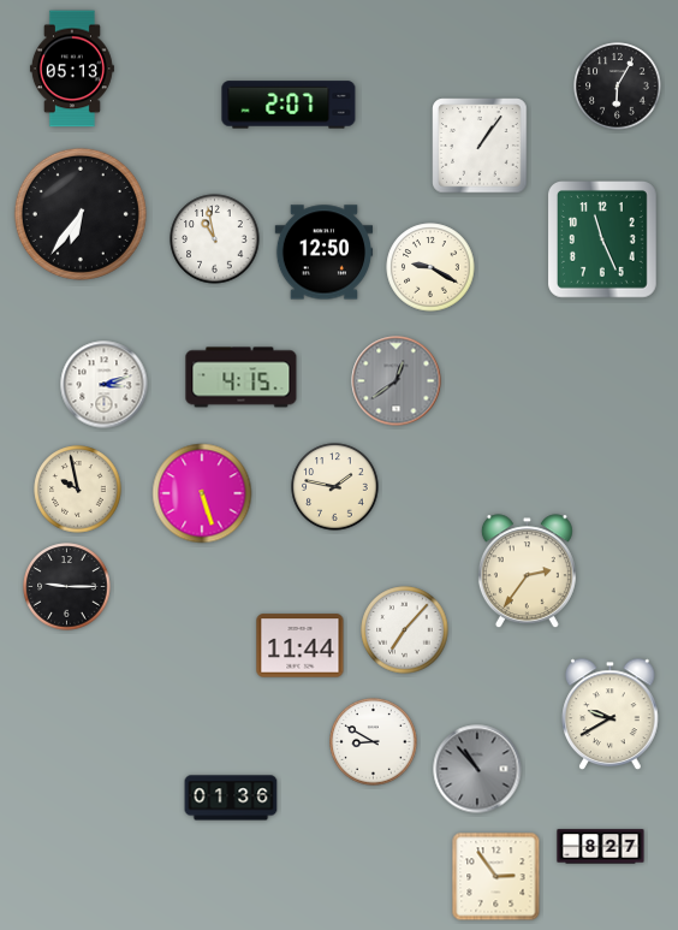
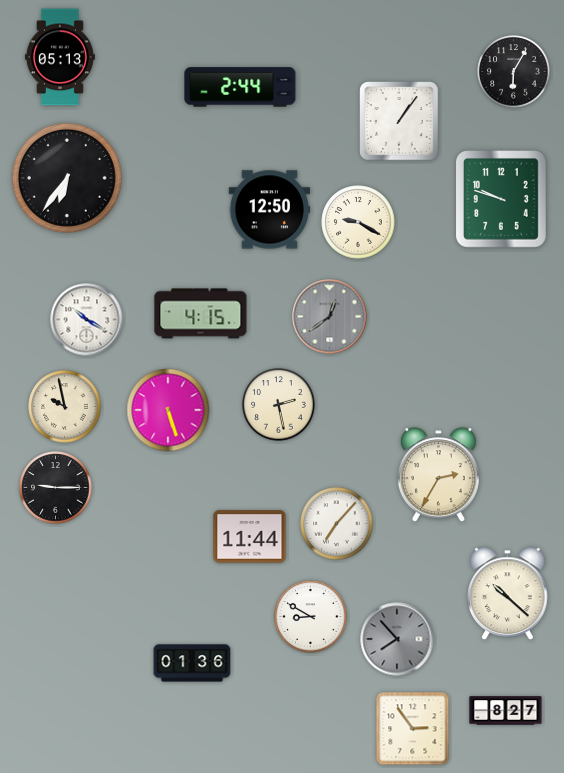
clock at (289, 105): 2:07 -> 2:44
clock at (215, 239): 10:58 -> none
clock at (603, 241): 11:26 -> 9:48
clock at (105, 385): 3:12 -> 10:20
clock at (335, 487): 1:47 -> 2:28
clock at (527, 571): 2:36 -> 2:35
clock at (611, 715): 9:40 -> 10:22
clock at (477, 769): 10:53 -> 7:53
clock at (601, 847) position: (601, 847) -> (506, 711)
